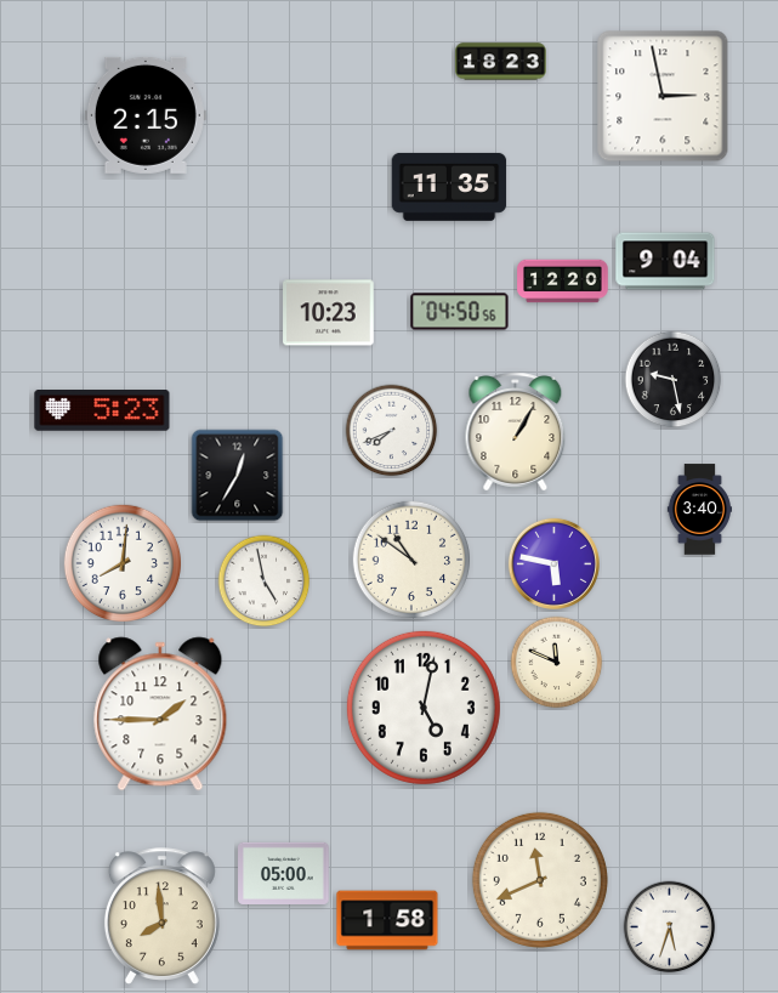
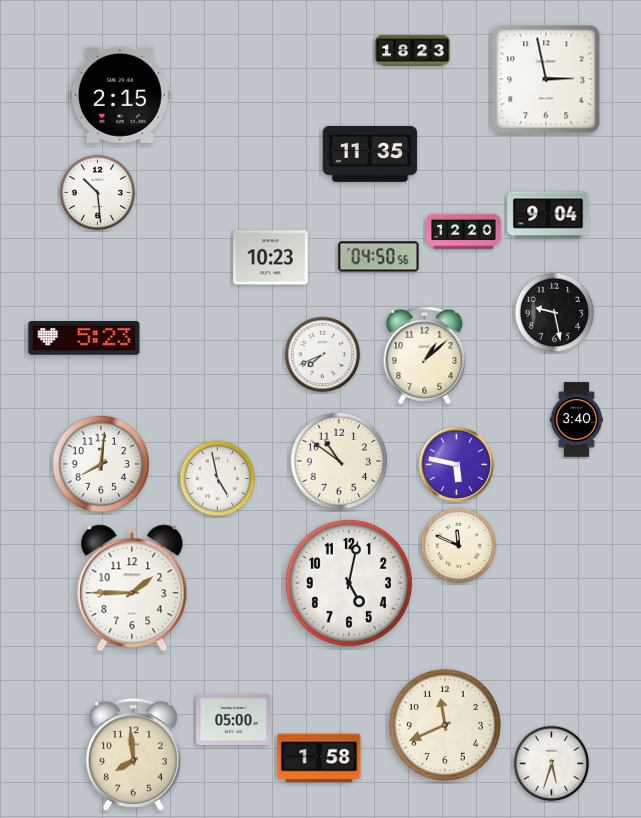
clock at (98, 193): none -> 10:29
clock at (516, 432): 1:05 -> 1:08
clock at (238, 476): 12:35 -> none
